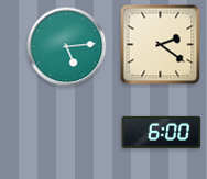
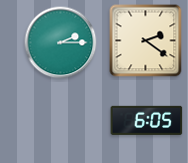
clock at (67, 47): 5:14 -> 2:15
clock at (162, 132): 6:00 -> 6:05
